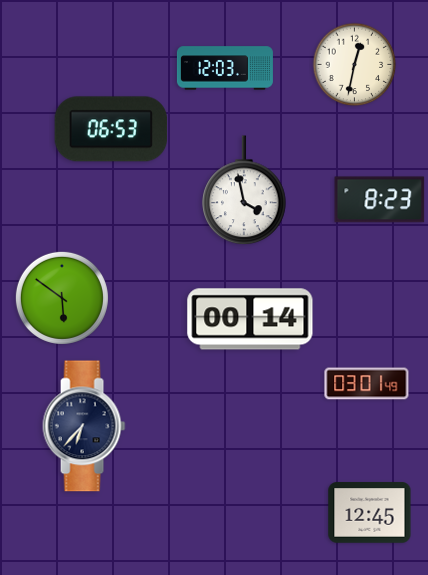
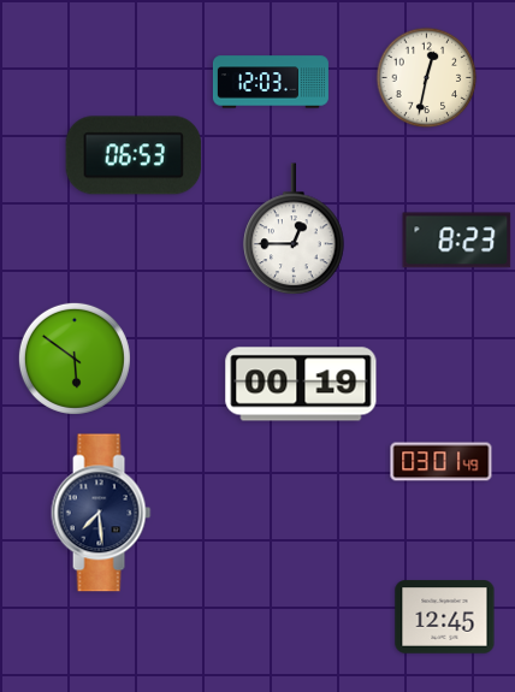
clock at (244, 191): 3:58 -> 12:45
clock at (250, 319): 00:14 -> 00:19
clock at (84, 426): 6:37 -> 7:29
